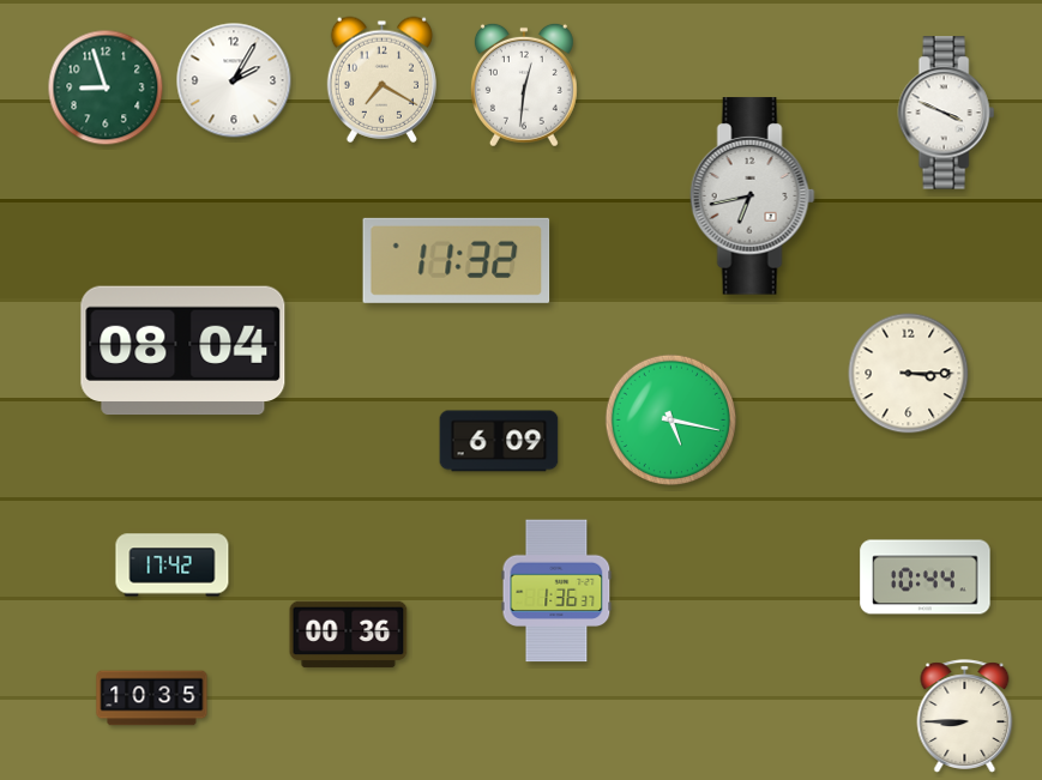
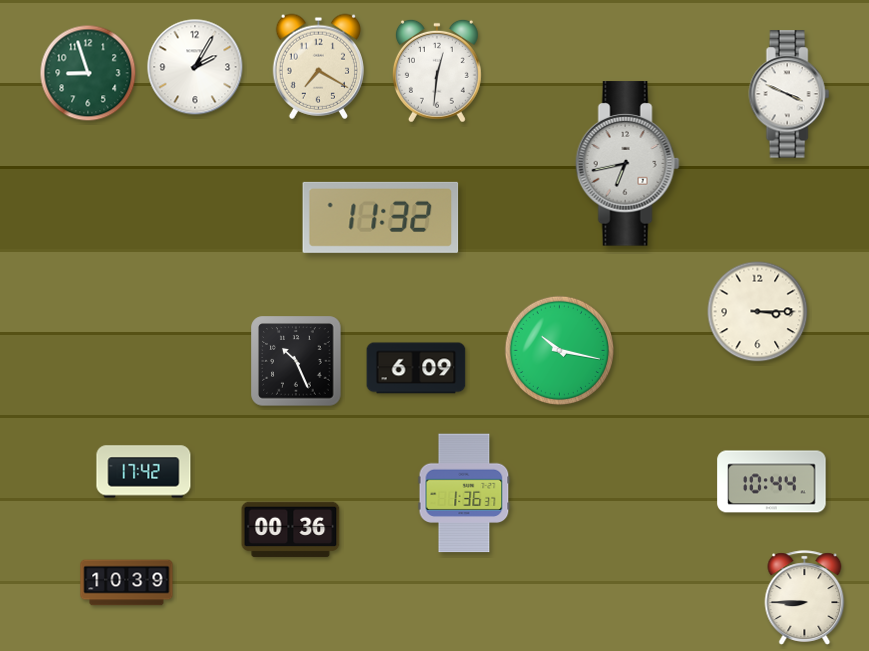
clock at (183, 351): 08:04 -> none
clock at (670, 419): 5:17 -> 10:17
clock at (296, 361): none -> 10:26
clock at (152, 699): 10:35 -> 10:39
